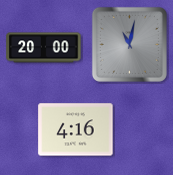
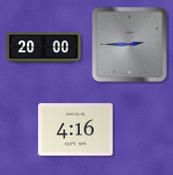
clock at (129, 44): 11:02 -> 2:45
